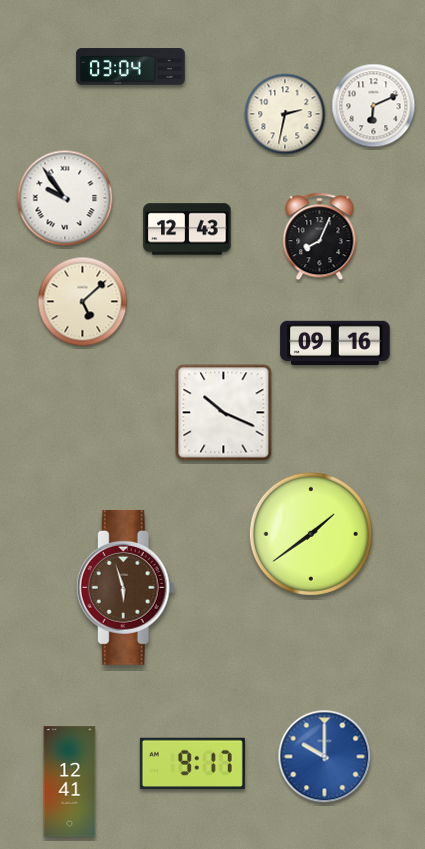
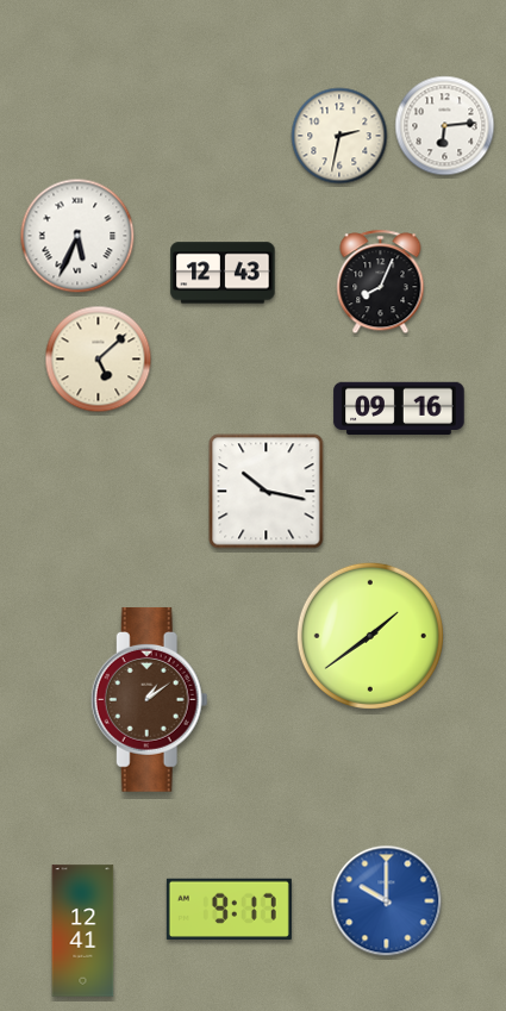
clock at (131, 67): 03:04 -> none
clock at (374, 106): 6:11 -> 6:14
clock at (65, 198): 9:54 -> 5:34
clock at (224, 413): 10:19 -> 10:17
clock at (125, 587): 5:57 -> 1:09
